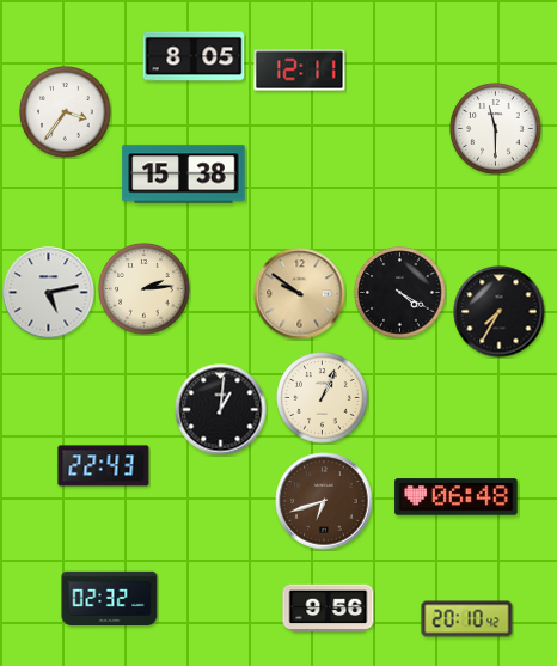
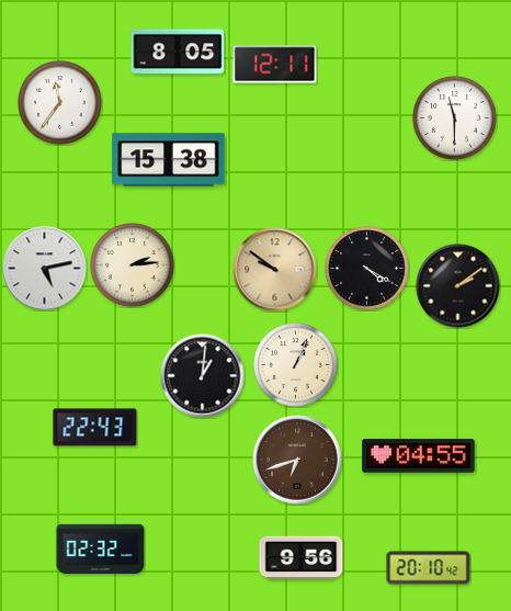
clock at (66, 112): 3:36 -> 11:36
clock at (500, 312): 7:35 -> 2:09
clock at (457, 497): 06:48 -> 04:55
